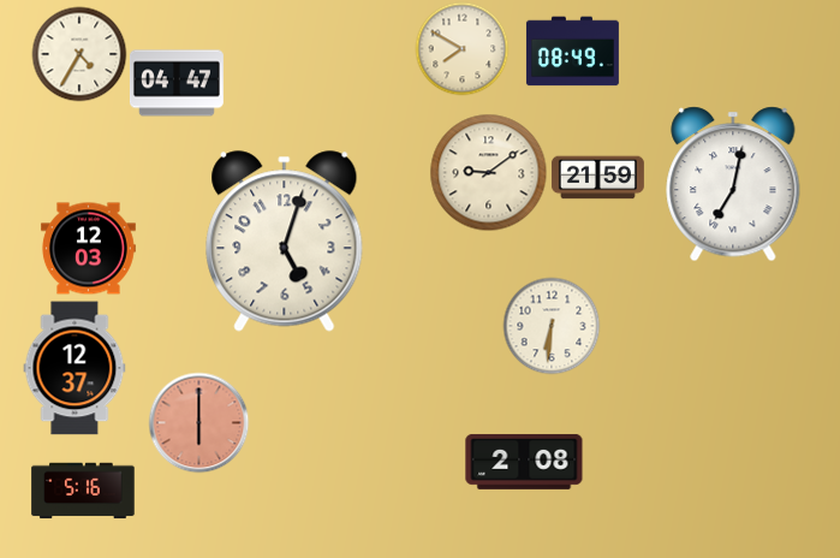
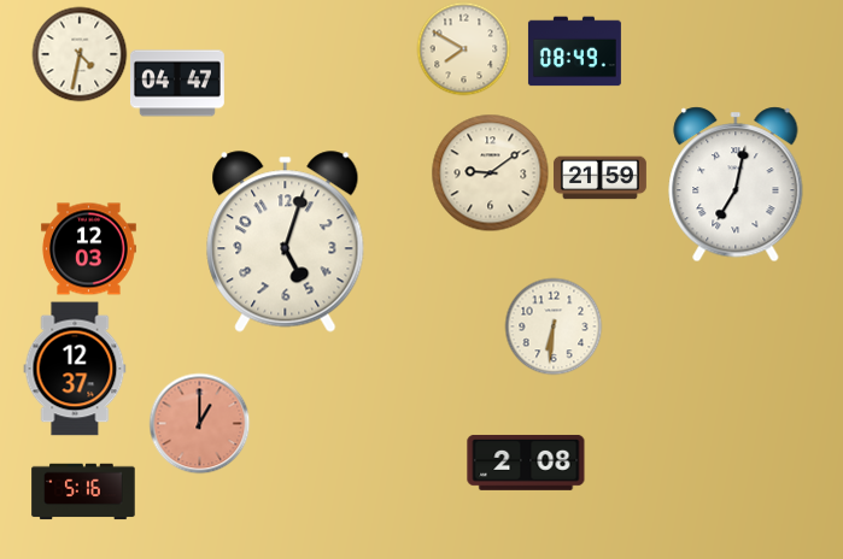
clock at (79, 54): 4:35 -> 4:32
clock at (198, 422): 6:00 -> 1:00
